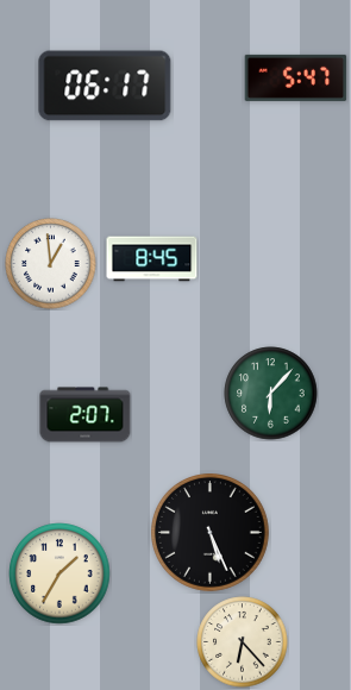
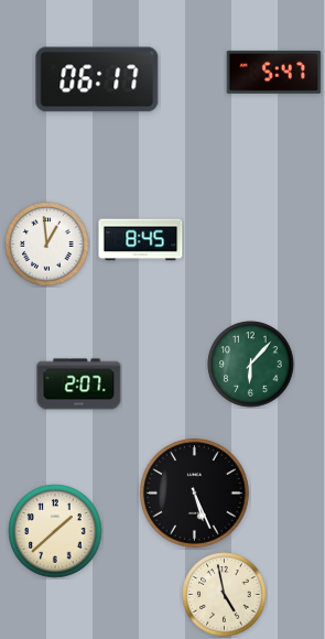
clock at (59, 573): 1:35 -> 1:38
clock at (243, 642): 6:23 -> 4:58
